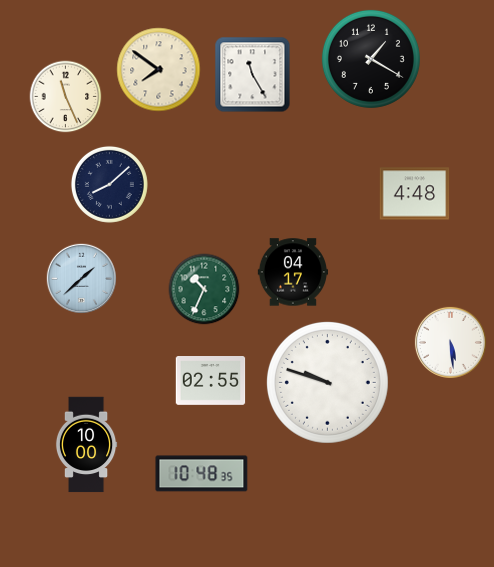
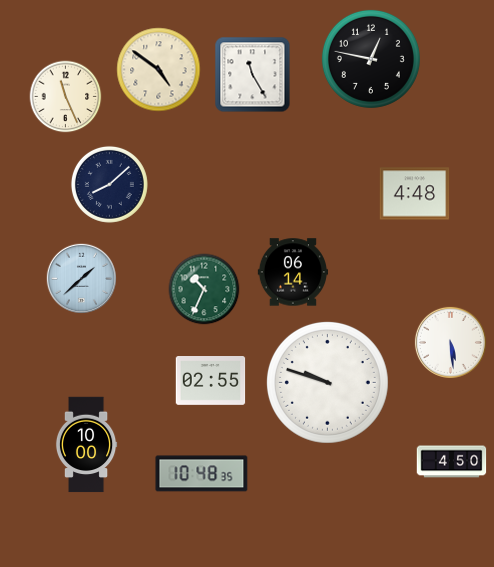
clock at (371, 59): 1:20 -> 12:47
clock at (159, 70): 7:51 -> 4:51
clock at (292, 272): 04:17 -> 06:14
clock at (452, 462): none -> 4:50
